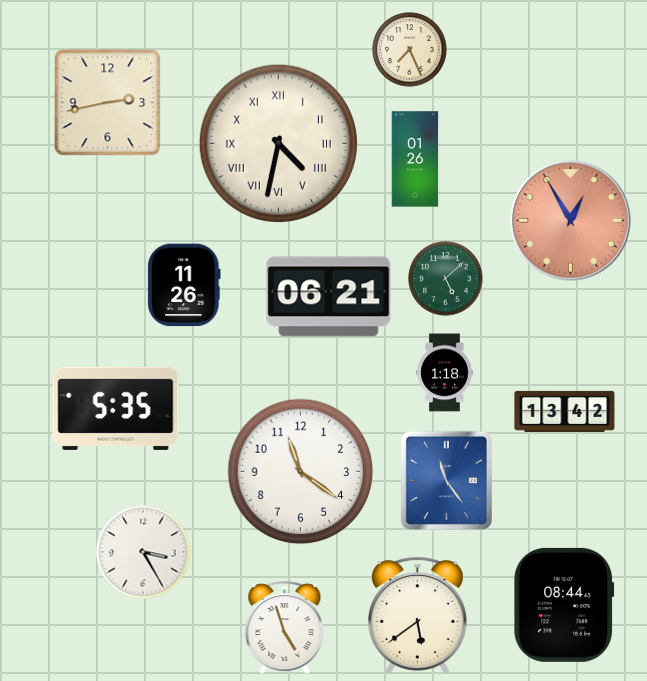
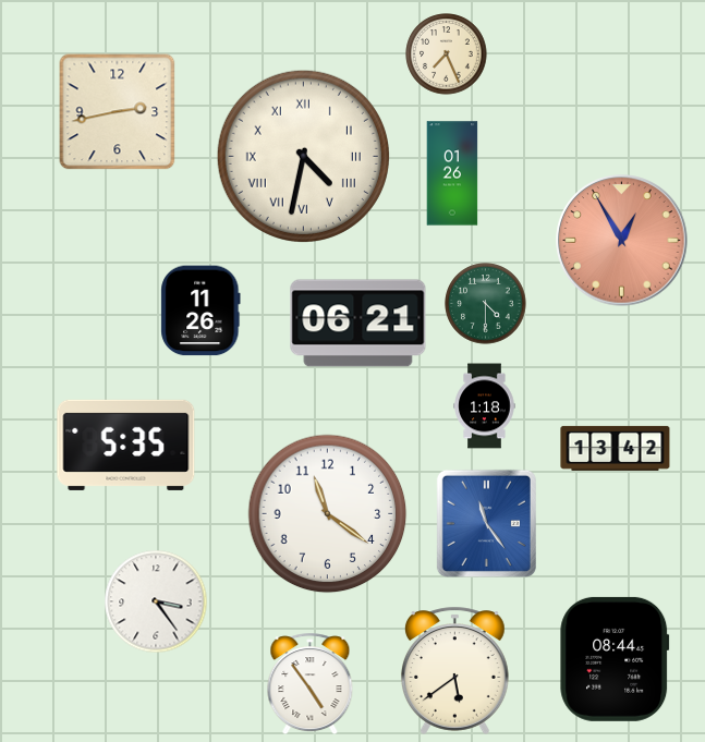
clock at (446, 279): 5:08 -> 4:30
clock at (143, 552): 3:25 -> 3:24
clock at (285, 628): 4:57 -> 4:54
